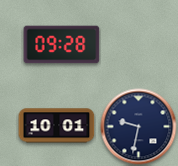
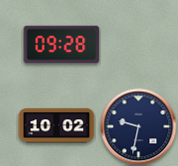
clock at (57, 126): 10:01 -> 10:02
